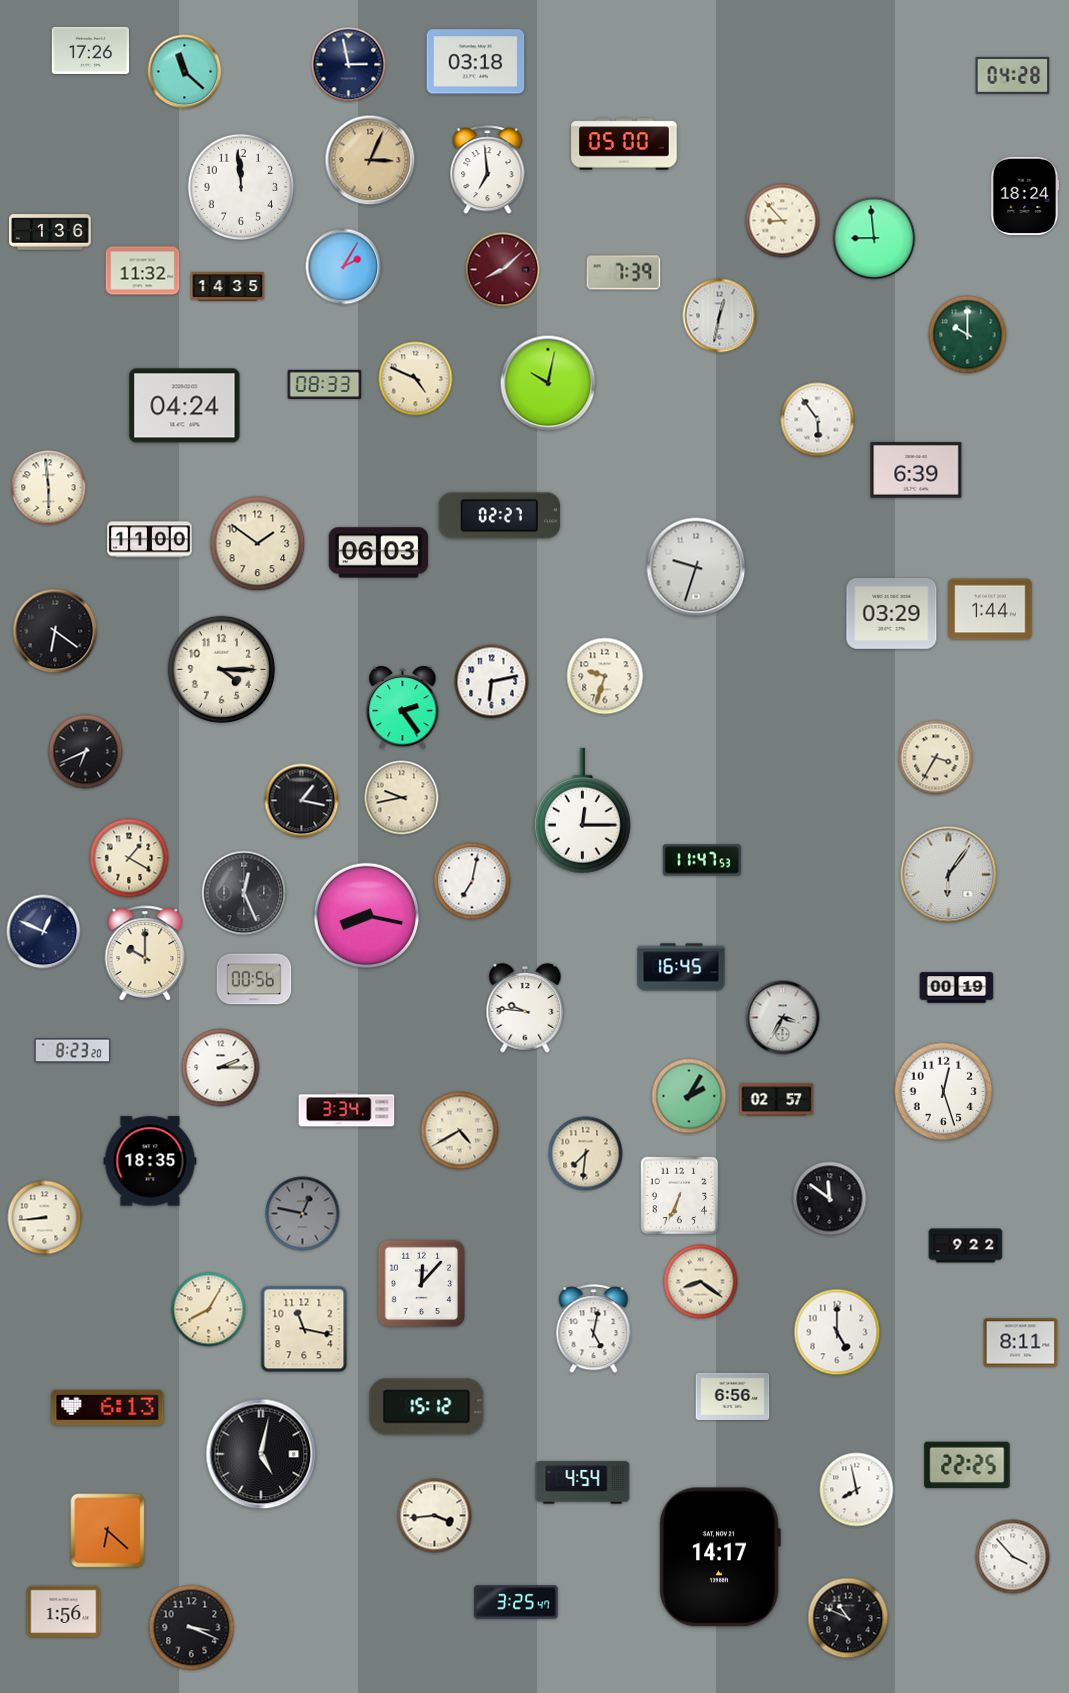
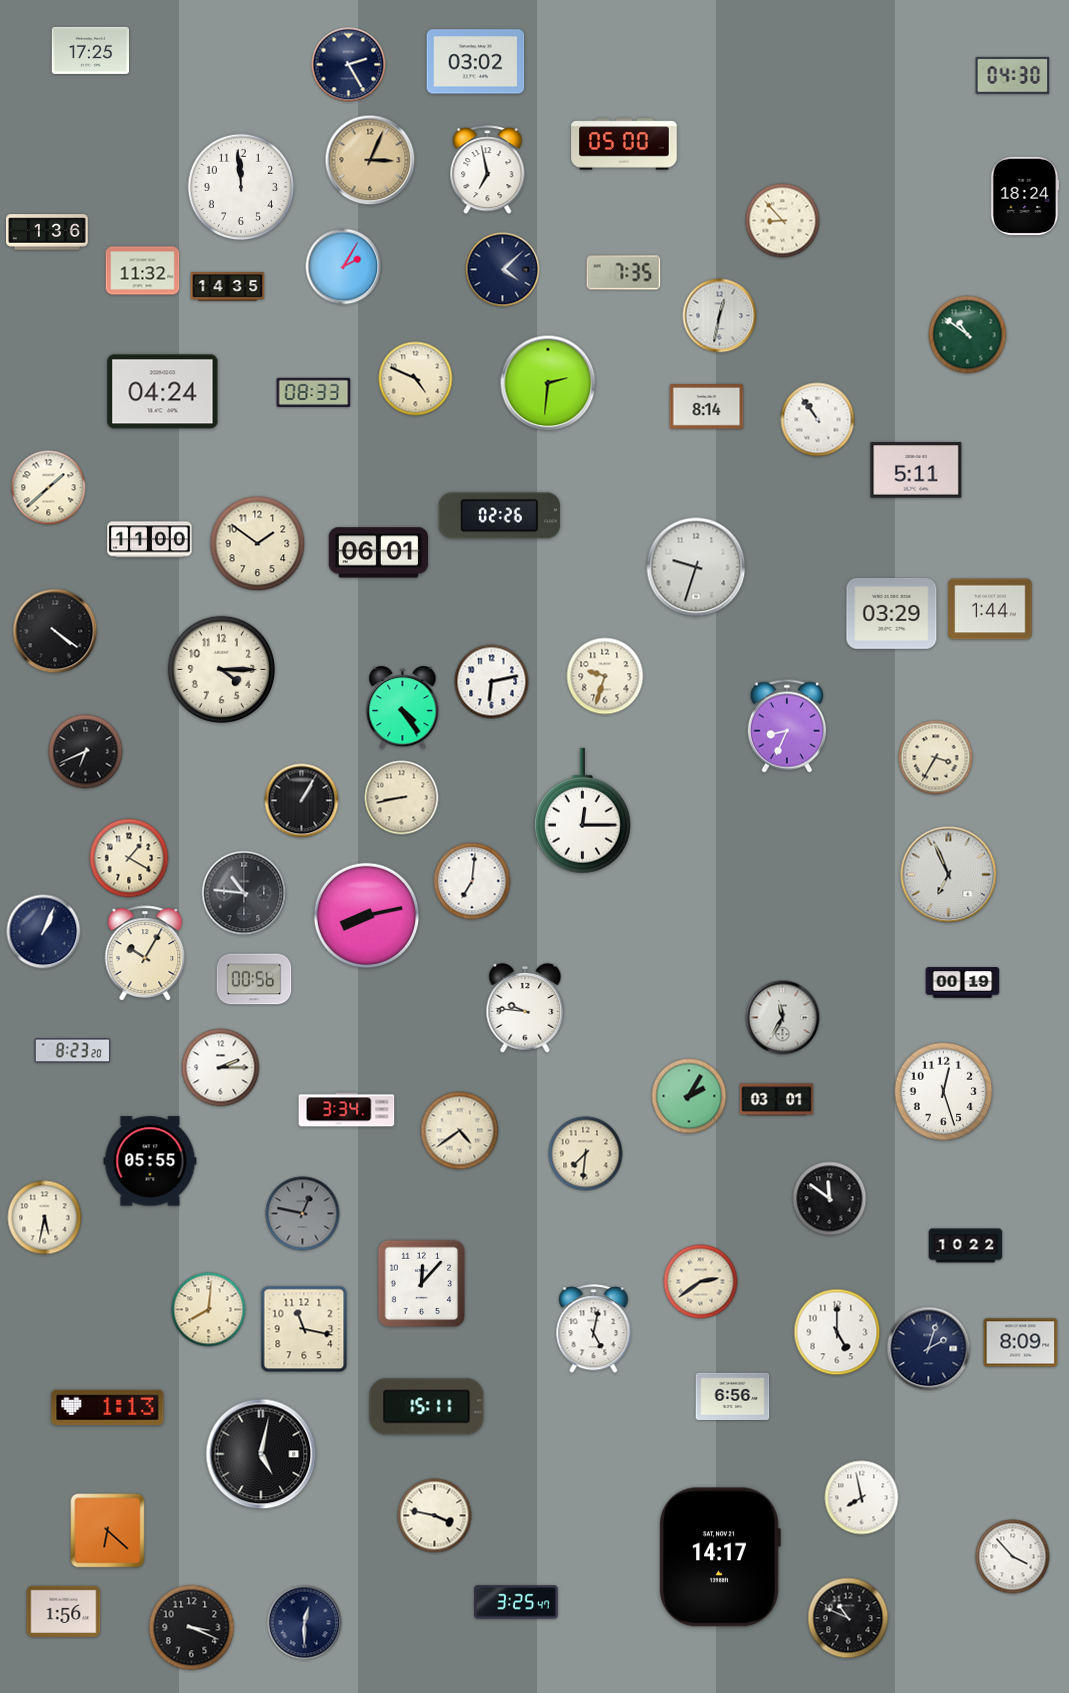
clock at (90, 50): 17:26 -> 17:25
clock at (476, 62): 03:18 -> 03:02
clock at (349, 65): 2:58 -> 2:25
clock at (185, 72): 11:22 -> none
clock at (1013, 75): 04:28 -> 04:30
clock at (488, 170): 6:59 -> 6:58
clock at (50, 232) position: (50, 232) -> (47, 232)
clock at (874, 238): 8:59 -> none
clock at (503, 270): 8:08 -> 4:08
clock at (503, 270) dial: burgundy -> navy
clock at (624, 273): 7:39 -> 7:35
clock at (968, 335): 10:00 -> 10:51
clock at (548, 383): 10:02 -> 2:31
clock at (325, 384) position: (325, 384) -> (314, 392)
clock at (185, 406) position: (185, 406) -> (163, 392)
clock at (707, 407): none -> 8:14
clock at (818, 420): 5:54 -> 10:54
clock at (916, 470): 6:39 -> 5:11
clock at (49, 488): 5:59 -> 1:38
clock at (499, 516): 02:27 -> 02:26
clock at (378, 553): 06:03 -> 06:01
clock at (55, 631): 6:21 -> 4:21
clock at (403, 709): 2:24 -> 4:24
clock at (787, 726): none -> 8:34
clock at (402, 798): 9:43 -> 8:43
clock at (302, 801): 1:17 -> 1:05
clock at (702, 860): 11:47 -> none
clock at (949, 875): 6:06 -> 6:56
clock at (472, 881): 7:02 -> 7:01
clock at (244, 893): 12:26 -> 10:46
clock at (367, 916): 8:17 -> 8:13
clock at (44, 932): 12:49 -> 1:04
clock at (145, 953): 10:00 -> 10:05
clock at (681, 967): 16:45 -> none
clock at (957, 988) position: (957, 988) -> (963, 983)
clock at (783, 1018): 3:35 -> 11:35
clock at (777, 1100): 02:57 -> 03:01
clock at (460, 1131): 4:40 -> 4:39
clock at (150, 1161): 18:35 -> 05:55
clock at (680, 1196): 6:34 -> none
clock at (45, 1218): 8:44 -> 5:32
clock at (966, 1246): 9:22 -> 10:22
clock at (701, 1282): 8:21 -> 2:39
clock at (209, 1310): 8:05 -> 8:01
clock at (1021, 1343): 8:11 -> 8:09
clock at (929, 1349): none -> 2:03
clock at (108, 1407): 6:13 -> 1:13
clock at (427, 1407): 15:12 -> 15:11
clock at (967, 1465): 22:25 -> none
clock at (583, 1483): 4:54 -> none
clock at (857, 1490) position: (857, 1490) -> (862, 1498)
clock at (435, 1516): 3:44 -> 3:47
clock at (305, 1623): none -> 12:30
